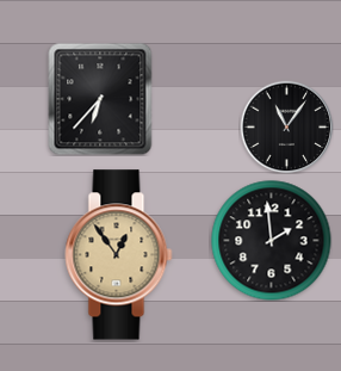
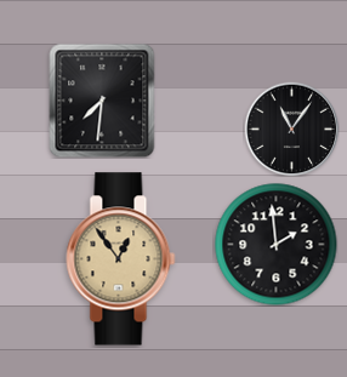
clock at (100, 99): 6:37 -> 7:31
